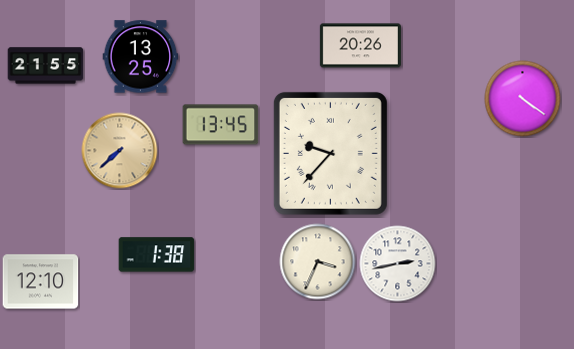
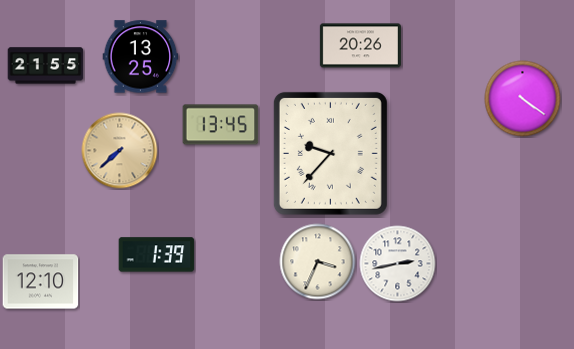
clock at (157, 255): 1:38 -> 1:39
